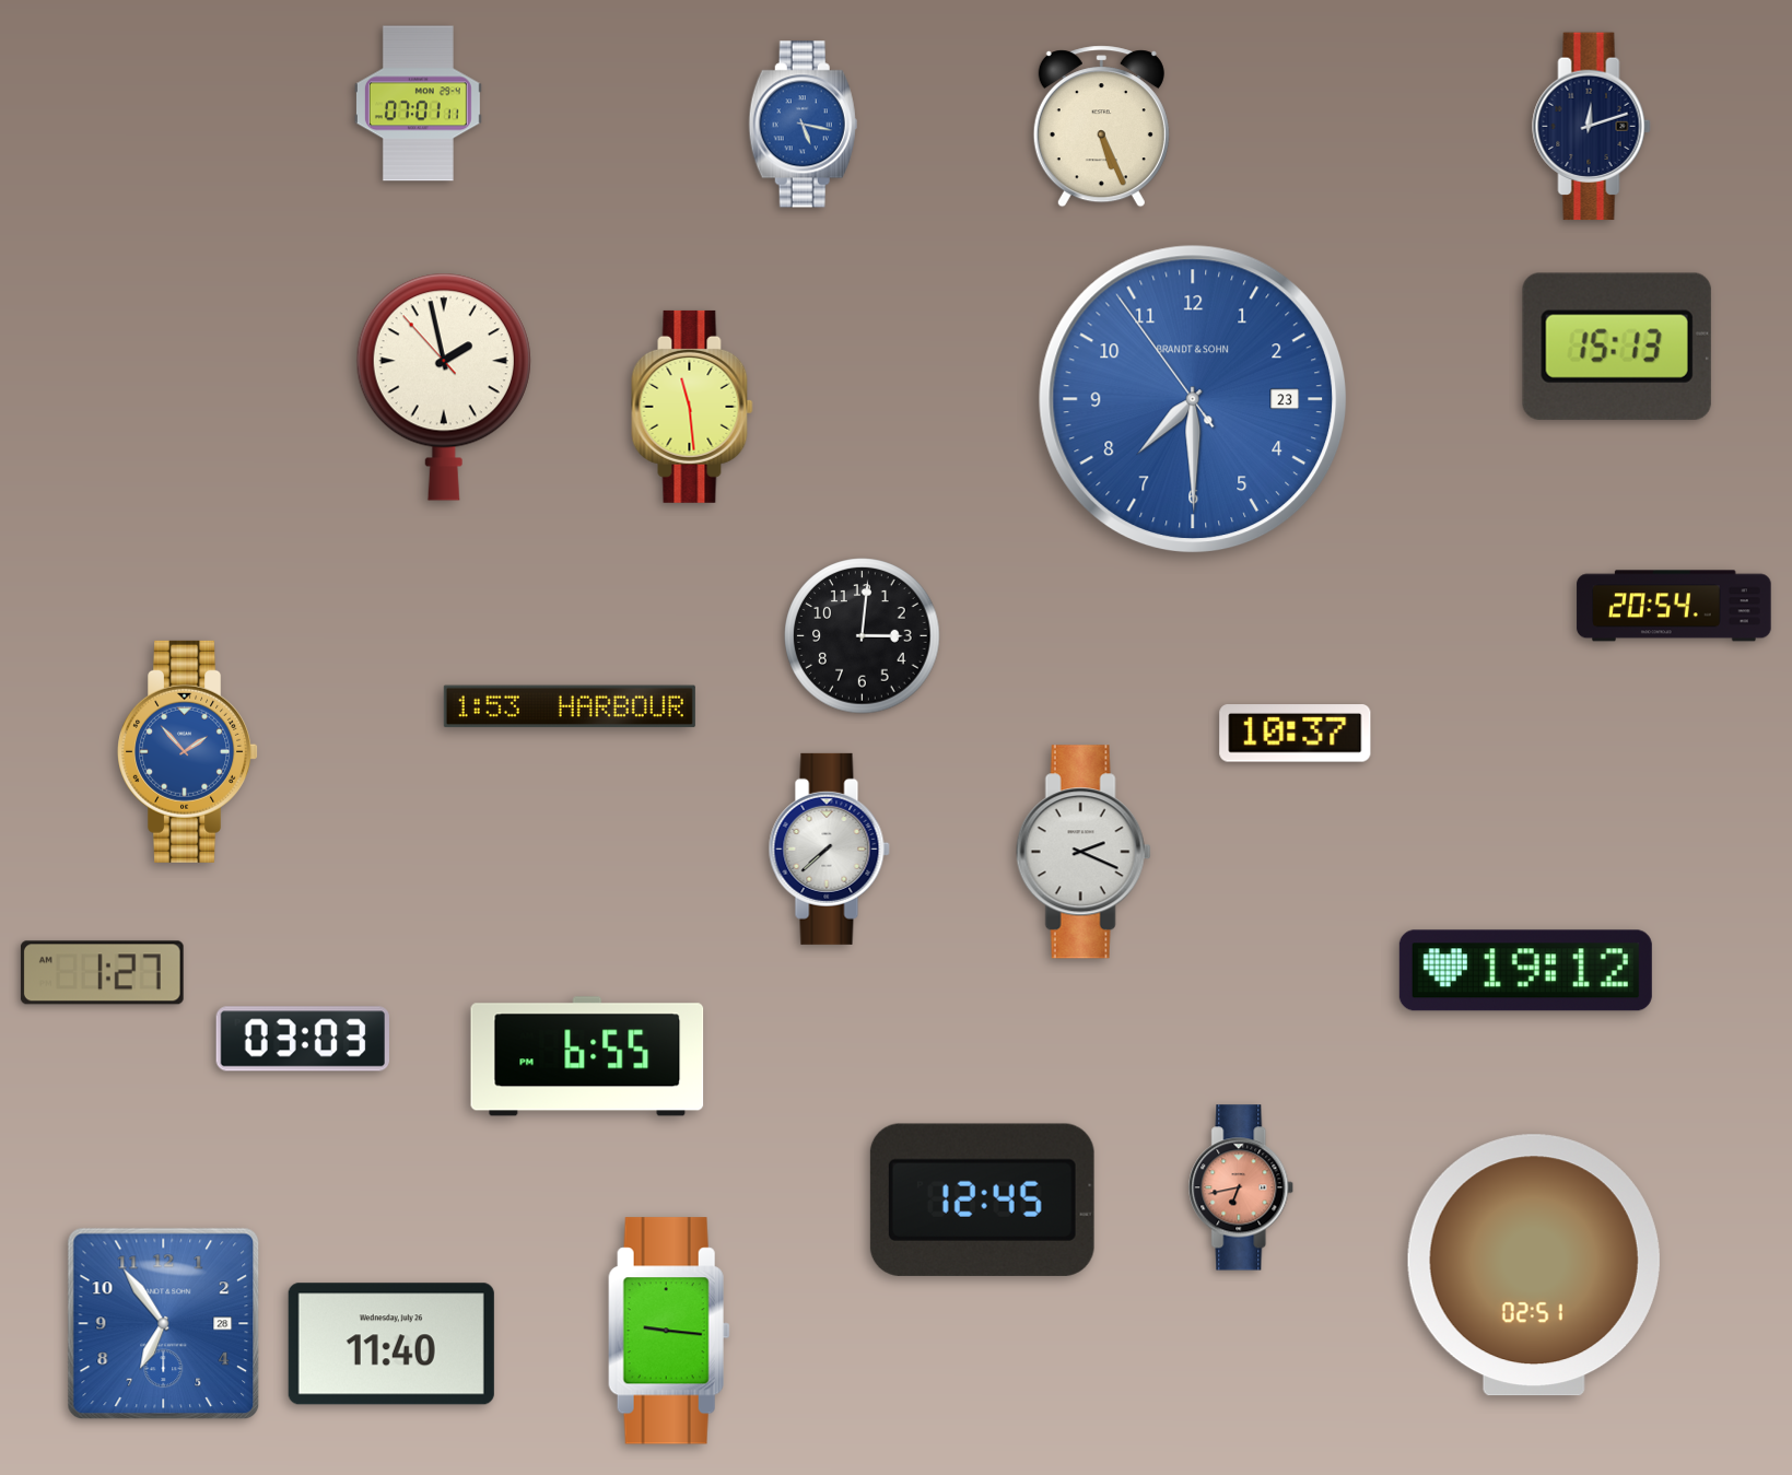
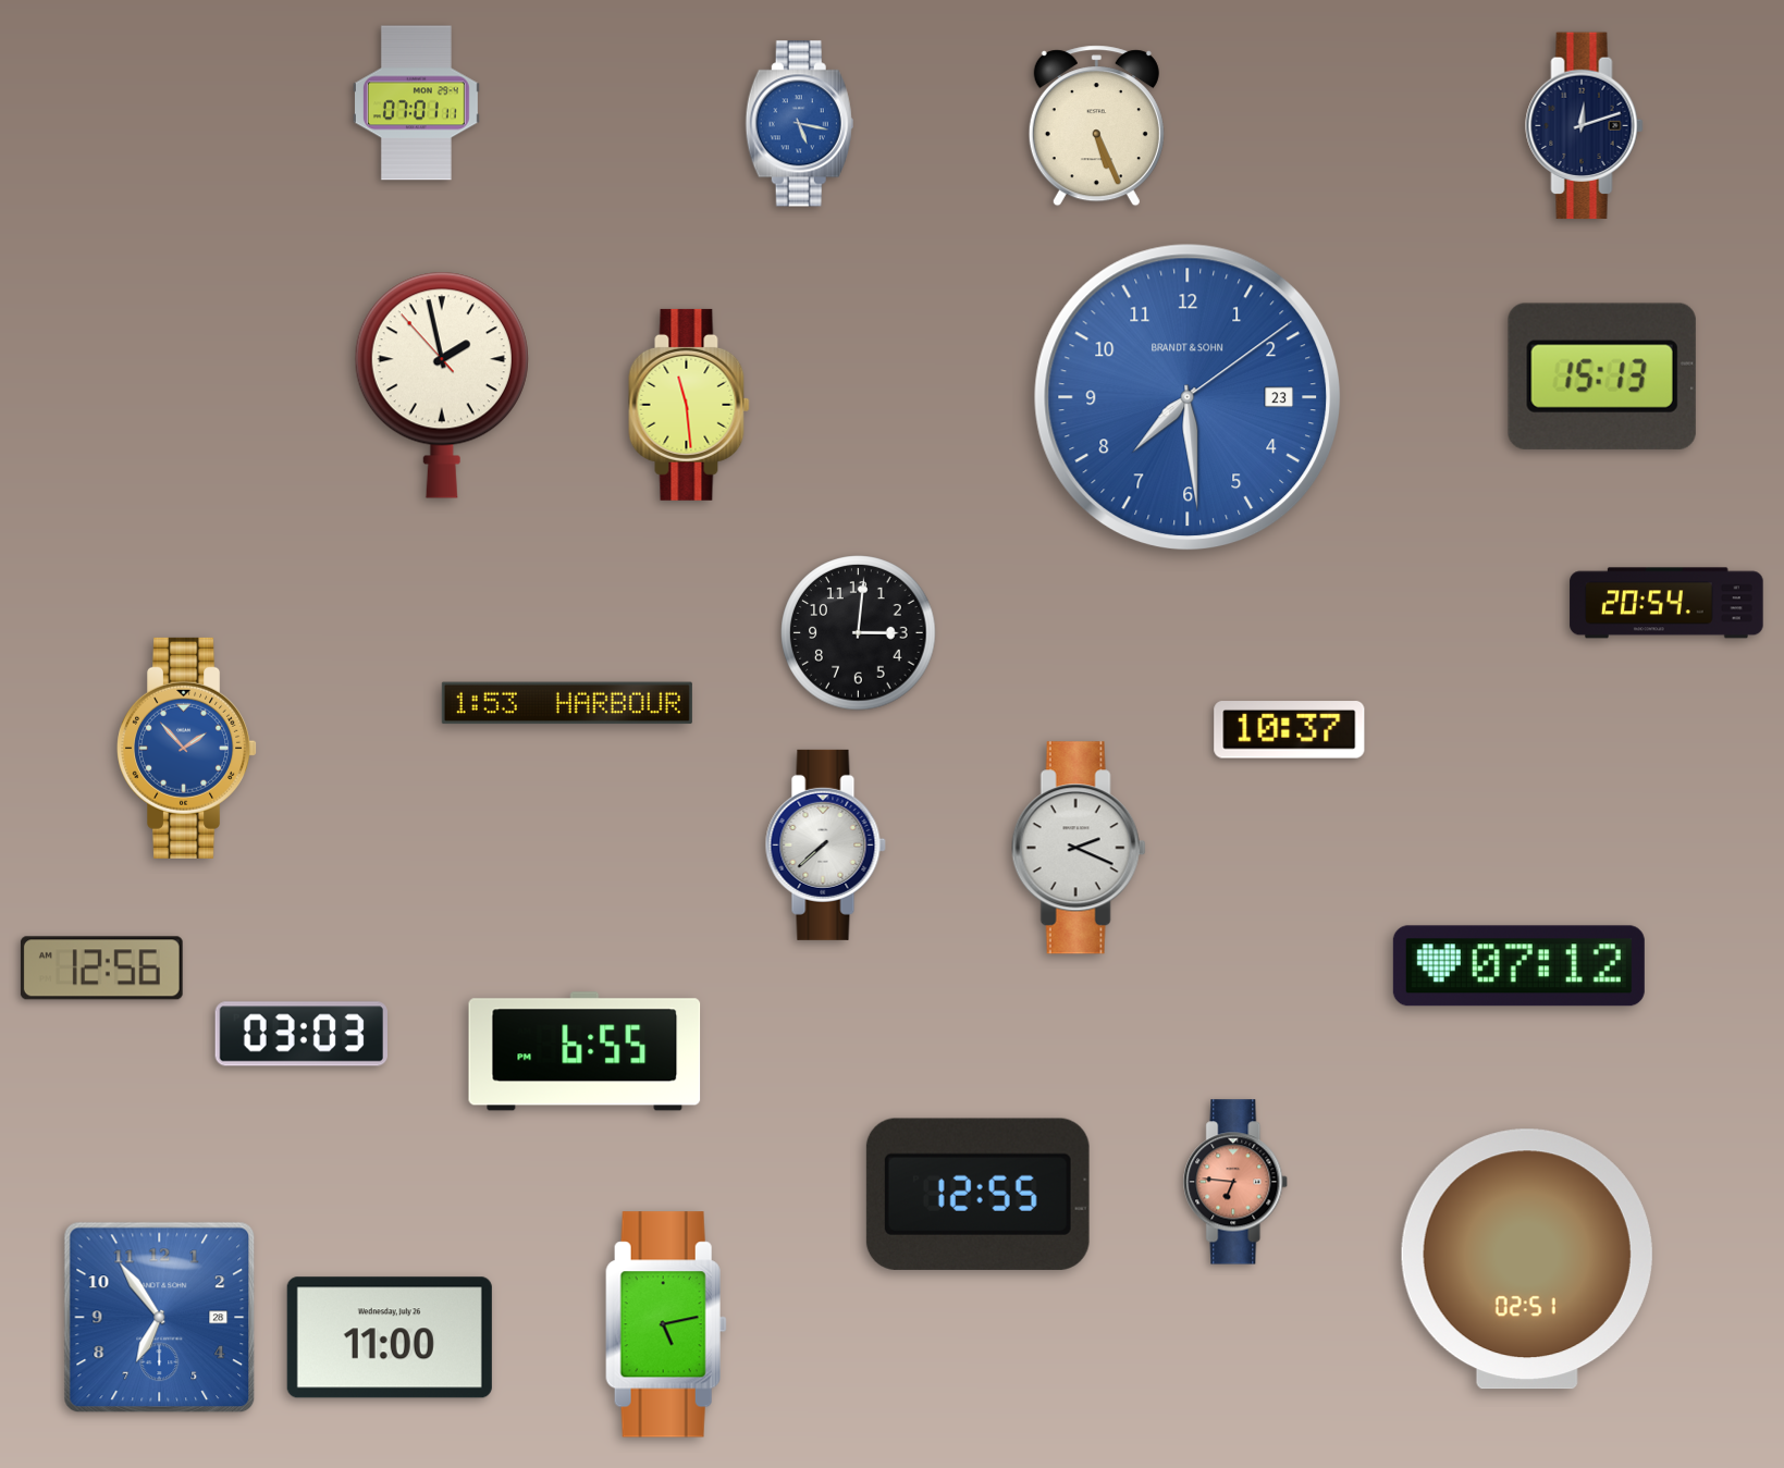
clock at (1617, 347) position: (1617, 347) -> (1602, 377)
clock at (1193, 399): 7:29:54 -> 7:29:09
clock at (1525, 971): 19:12 -> 07:12
clock at (102, 973): 1:27 -> 12:56
clock at (1242, 1187): 6:43 -> 6:46
clock at (982, 1199): 12:45 -> 12:55
clock at (164, 1324) position: (164, 1324) -> (160, 1318)
clock at (669, 1331): 9:16 -> 5:13
clock at (391, 1344): 11:40 -> 11:00
